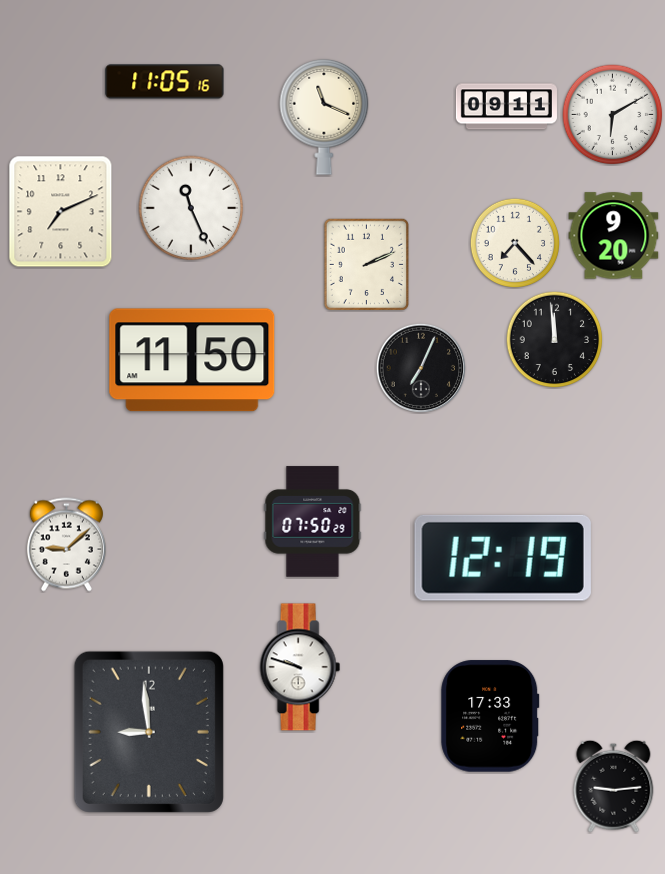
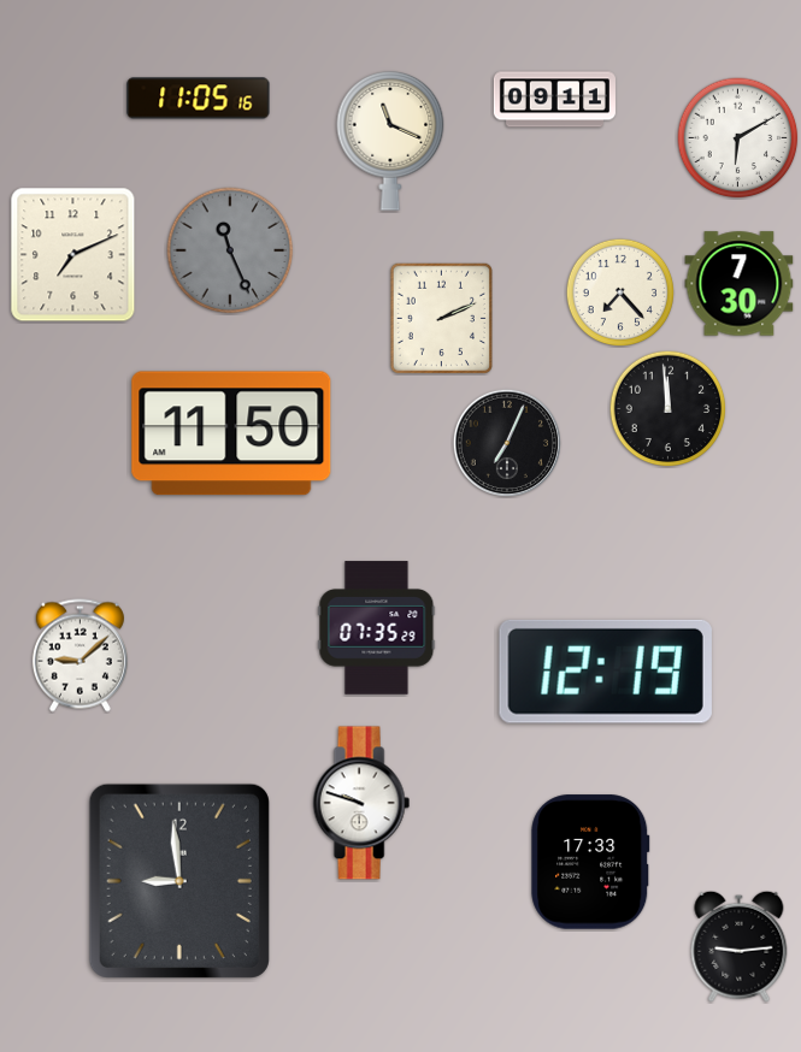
clock at (506, 107) position: (506, 107) -> (554, 100)
clock at (191, 208) dial: white -> grey
clock at (614, 236): 9:20 -> 7:30
clock at (313, 522): 07:50 -> 07:35
